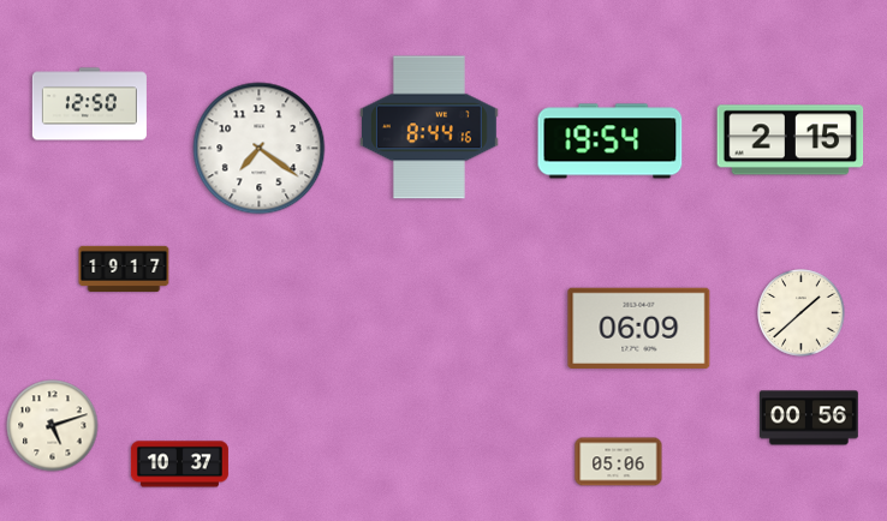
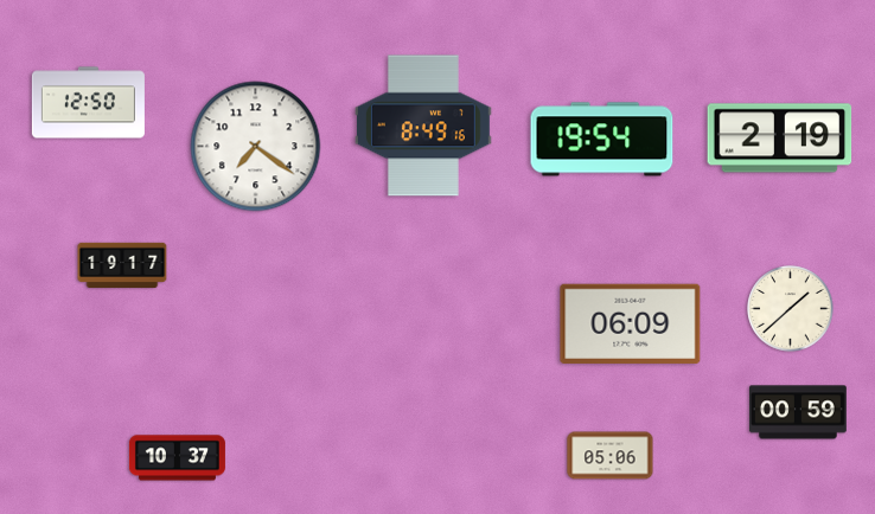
clock at (429, 127): 8:44 -> 8:49
clock at (791, 140): 2:15 -> 2:19
clock at (810, 418): 00:56 -> 00:59
clock at (53, 426): 5:12 -> none
